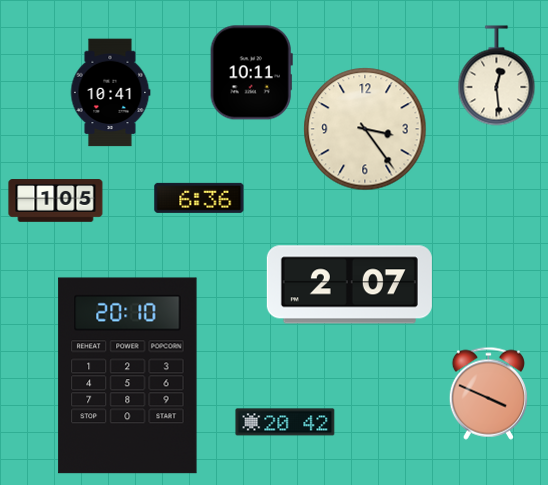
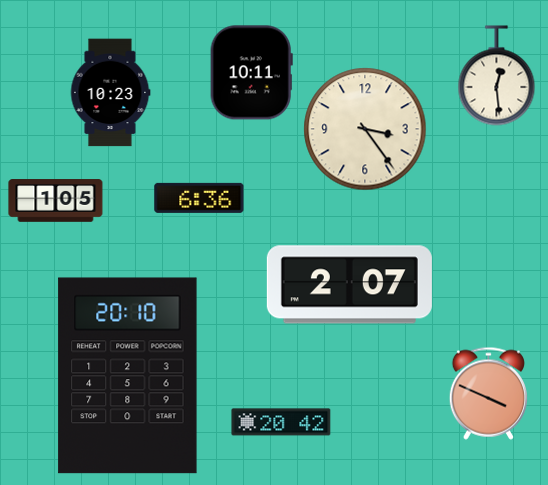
clock at (110, 93): 10:41 -> 10:23
clock at (285, 422) position: (285, 422) -> (281, 422)
